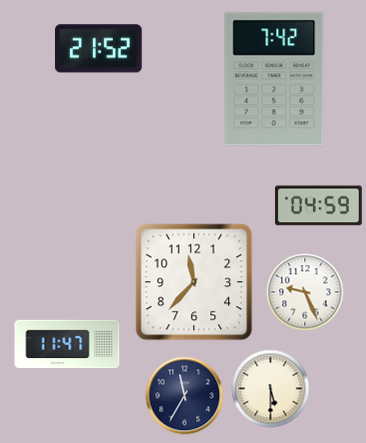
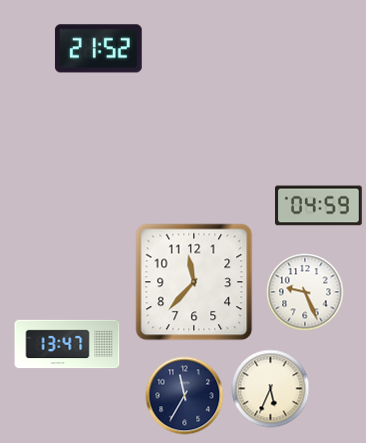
clock at (274, 79): 7:42 -> none
clock at (67, 344): 11:47 -> 13:47
clock at (271, 389): 5:30 -> 5:34
